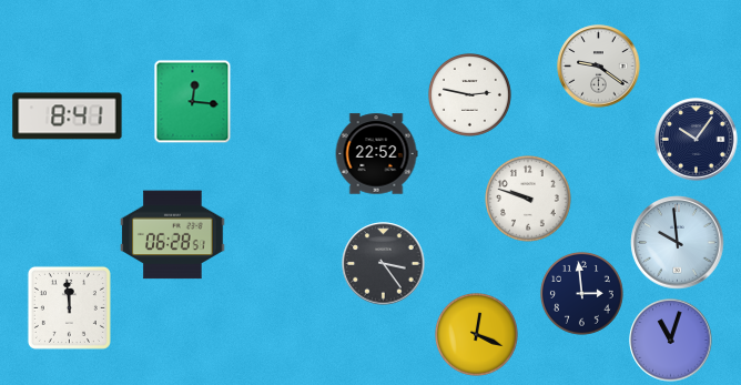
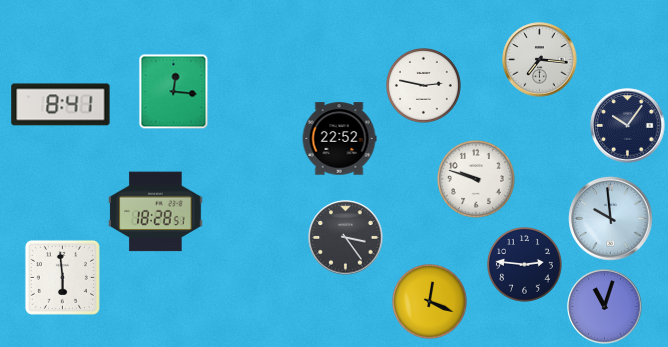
clock at (599, 67): 9:21 -> 7:16
clock at (173, 235): 06:28 -> 18:28
clock at (582, 294): 2:59 -> 2:46
clock at (69, 307): 11:59 -> 5:59
